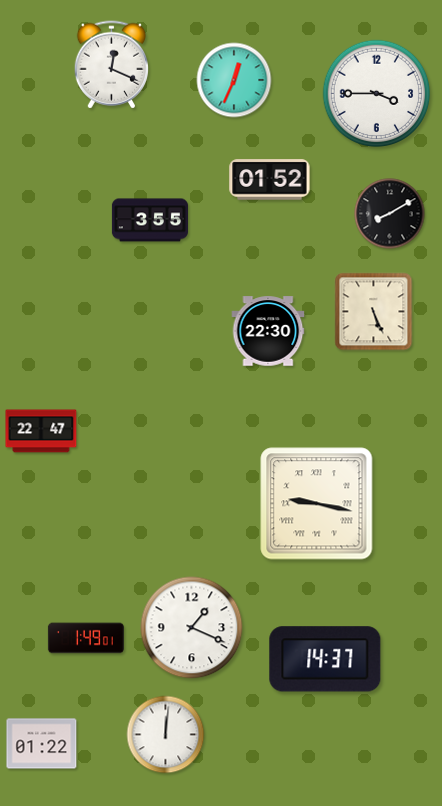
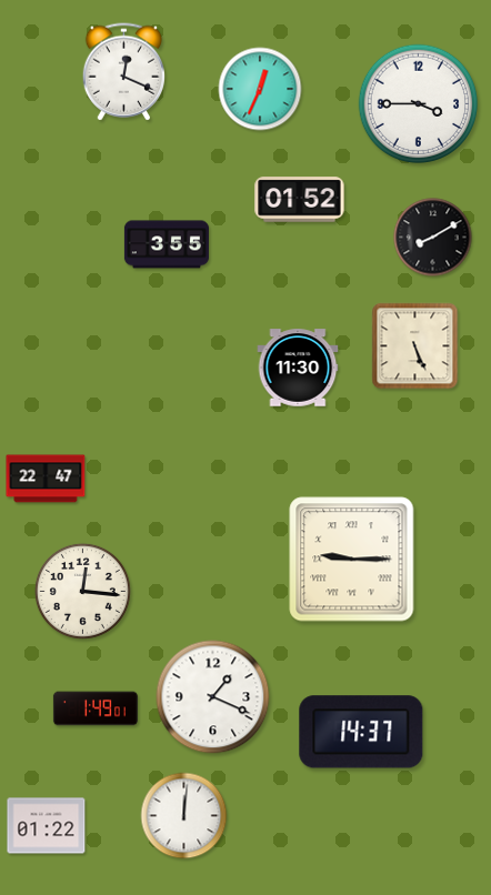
clock at (268, 331): 22:30 -> 11:30
clock at (317, 504): 9:17 -> 9:15
clock at (82, 591): none -> 12:16
